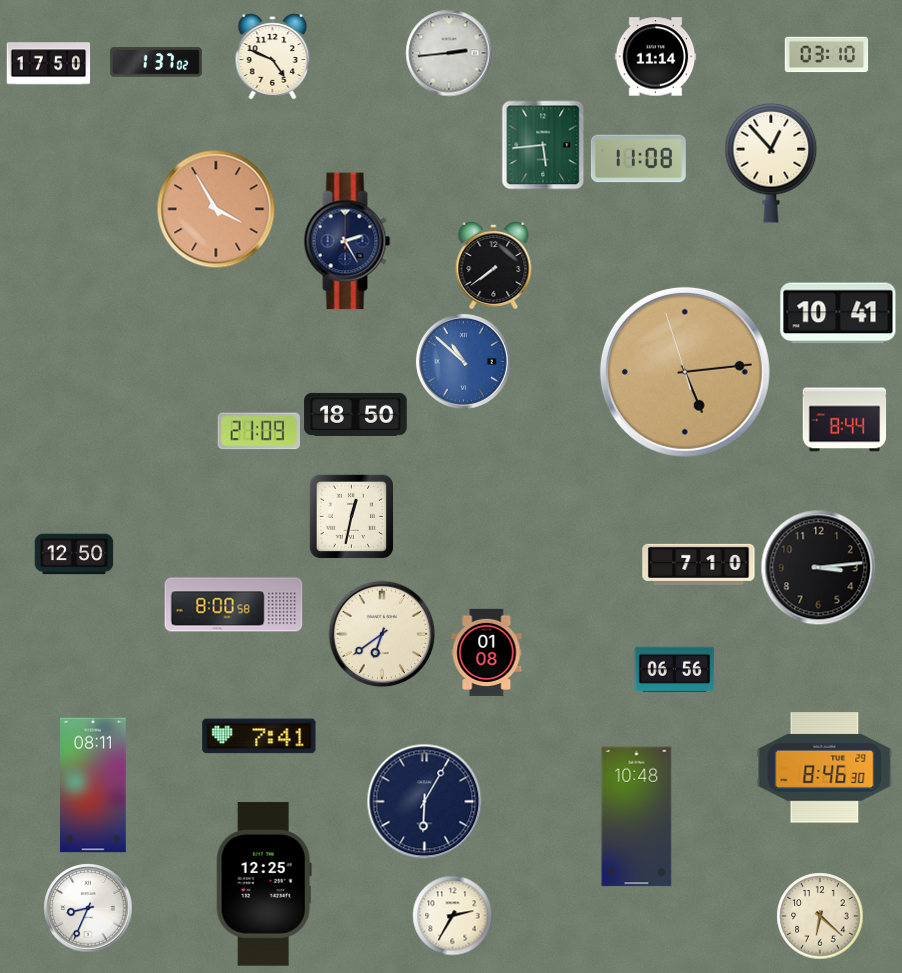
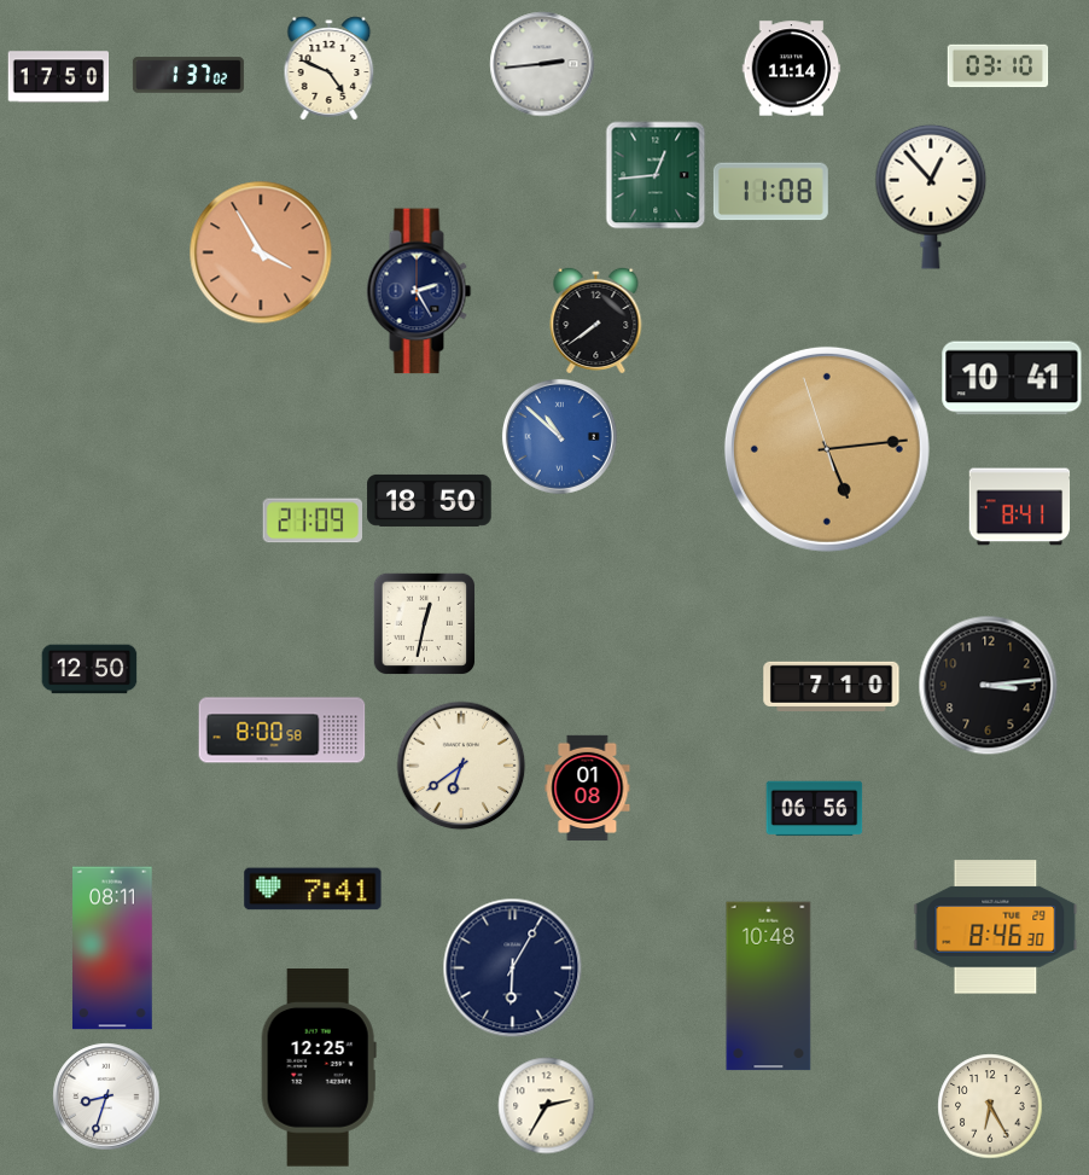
clock at (543, 145): 5:44 -> 12:44
clock at (844, 420): 8:44 -> 8:41
clock at (699, 564) position: (699, 564) -> (832, 686)
clock at (88, 908): 8:34 -> 8:33
clock at (820, 916): 6:22 -> 6:25
